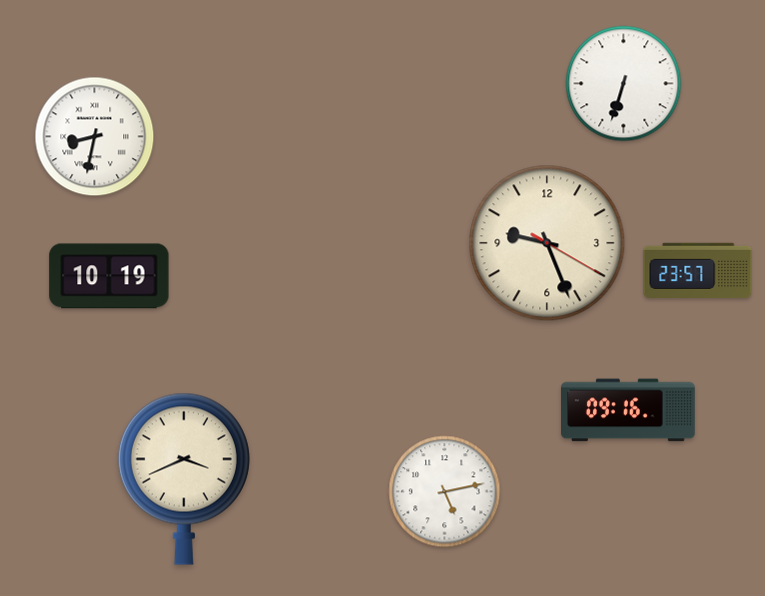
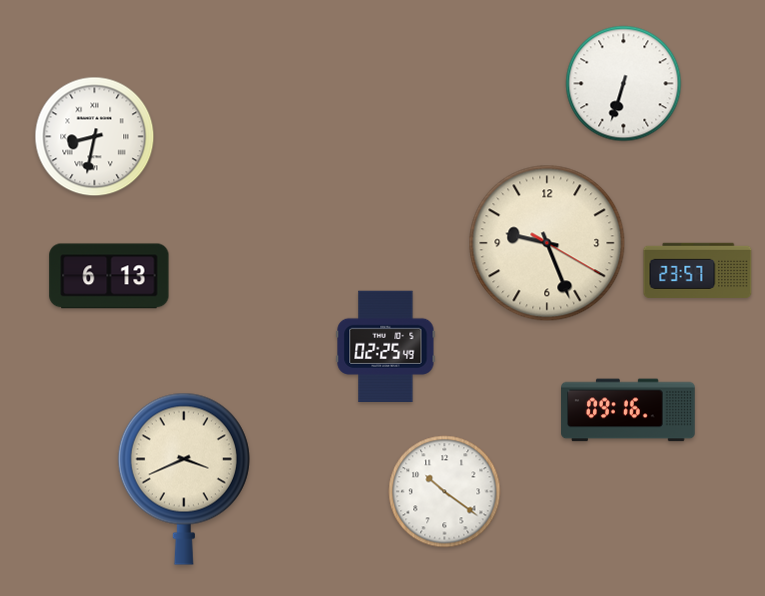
clock at (109, 276): 10:19 -> 6:13
clock at (386, 346): none -> 02:25
clock at (445, 492): 5:13 -> 10:21
